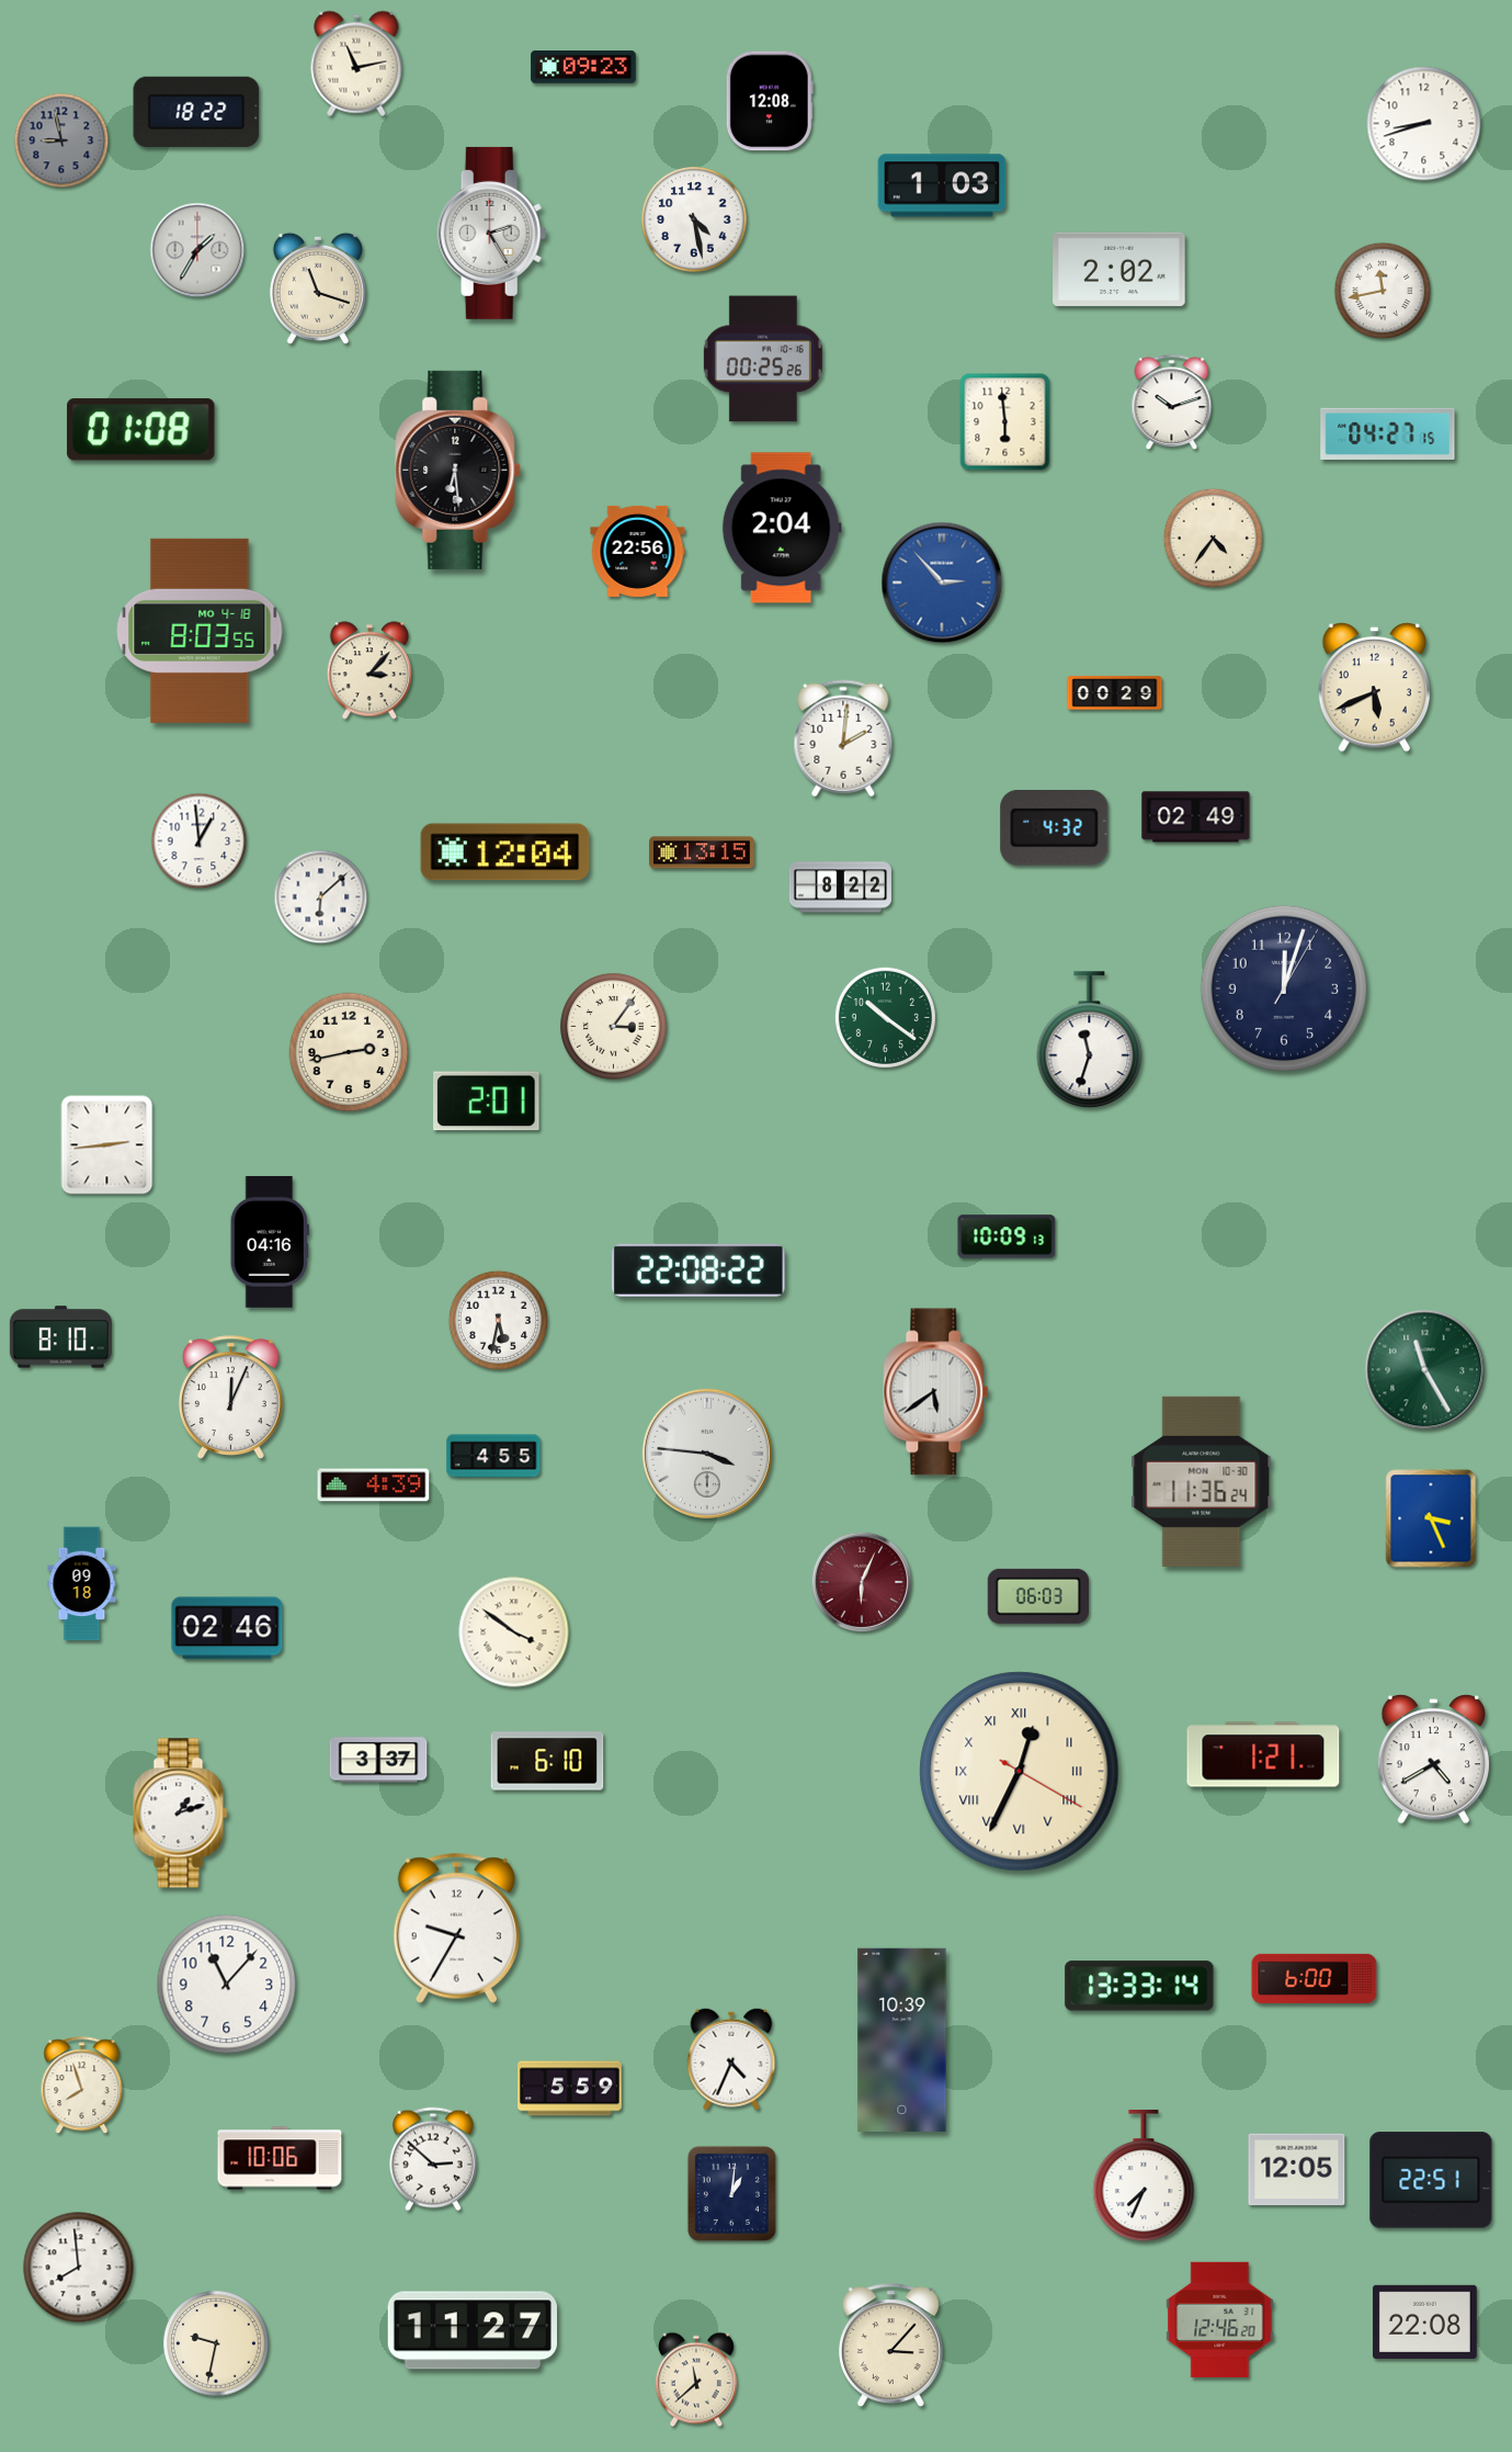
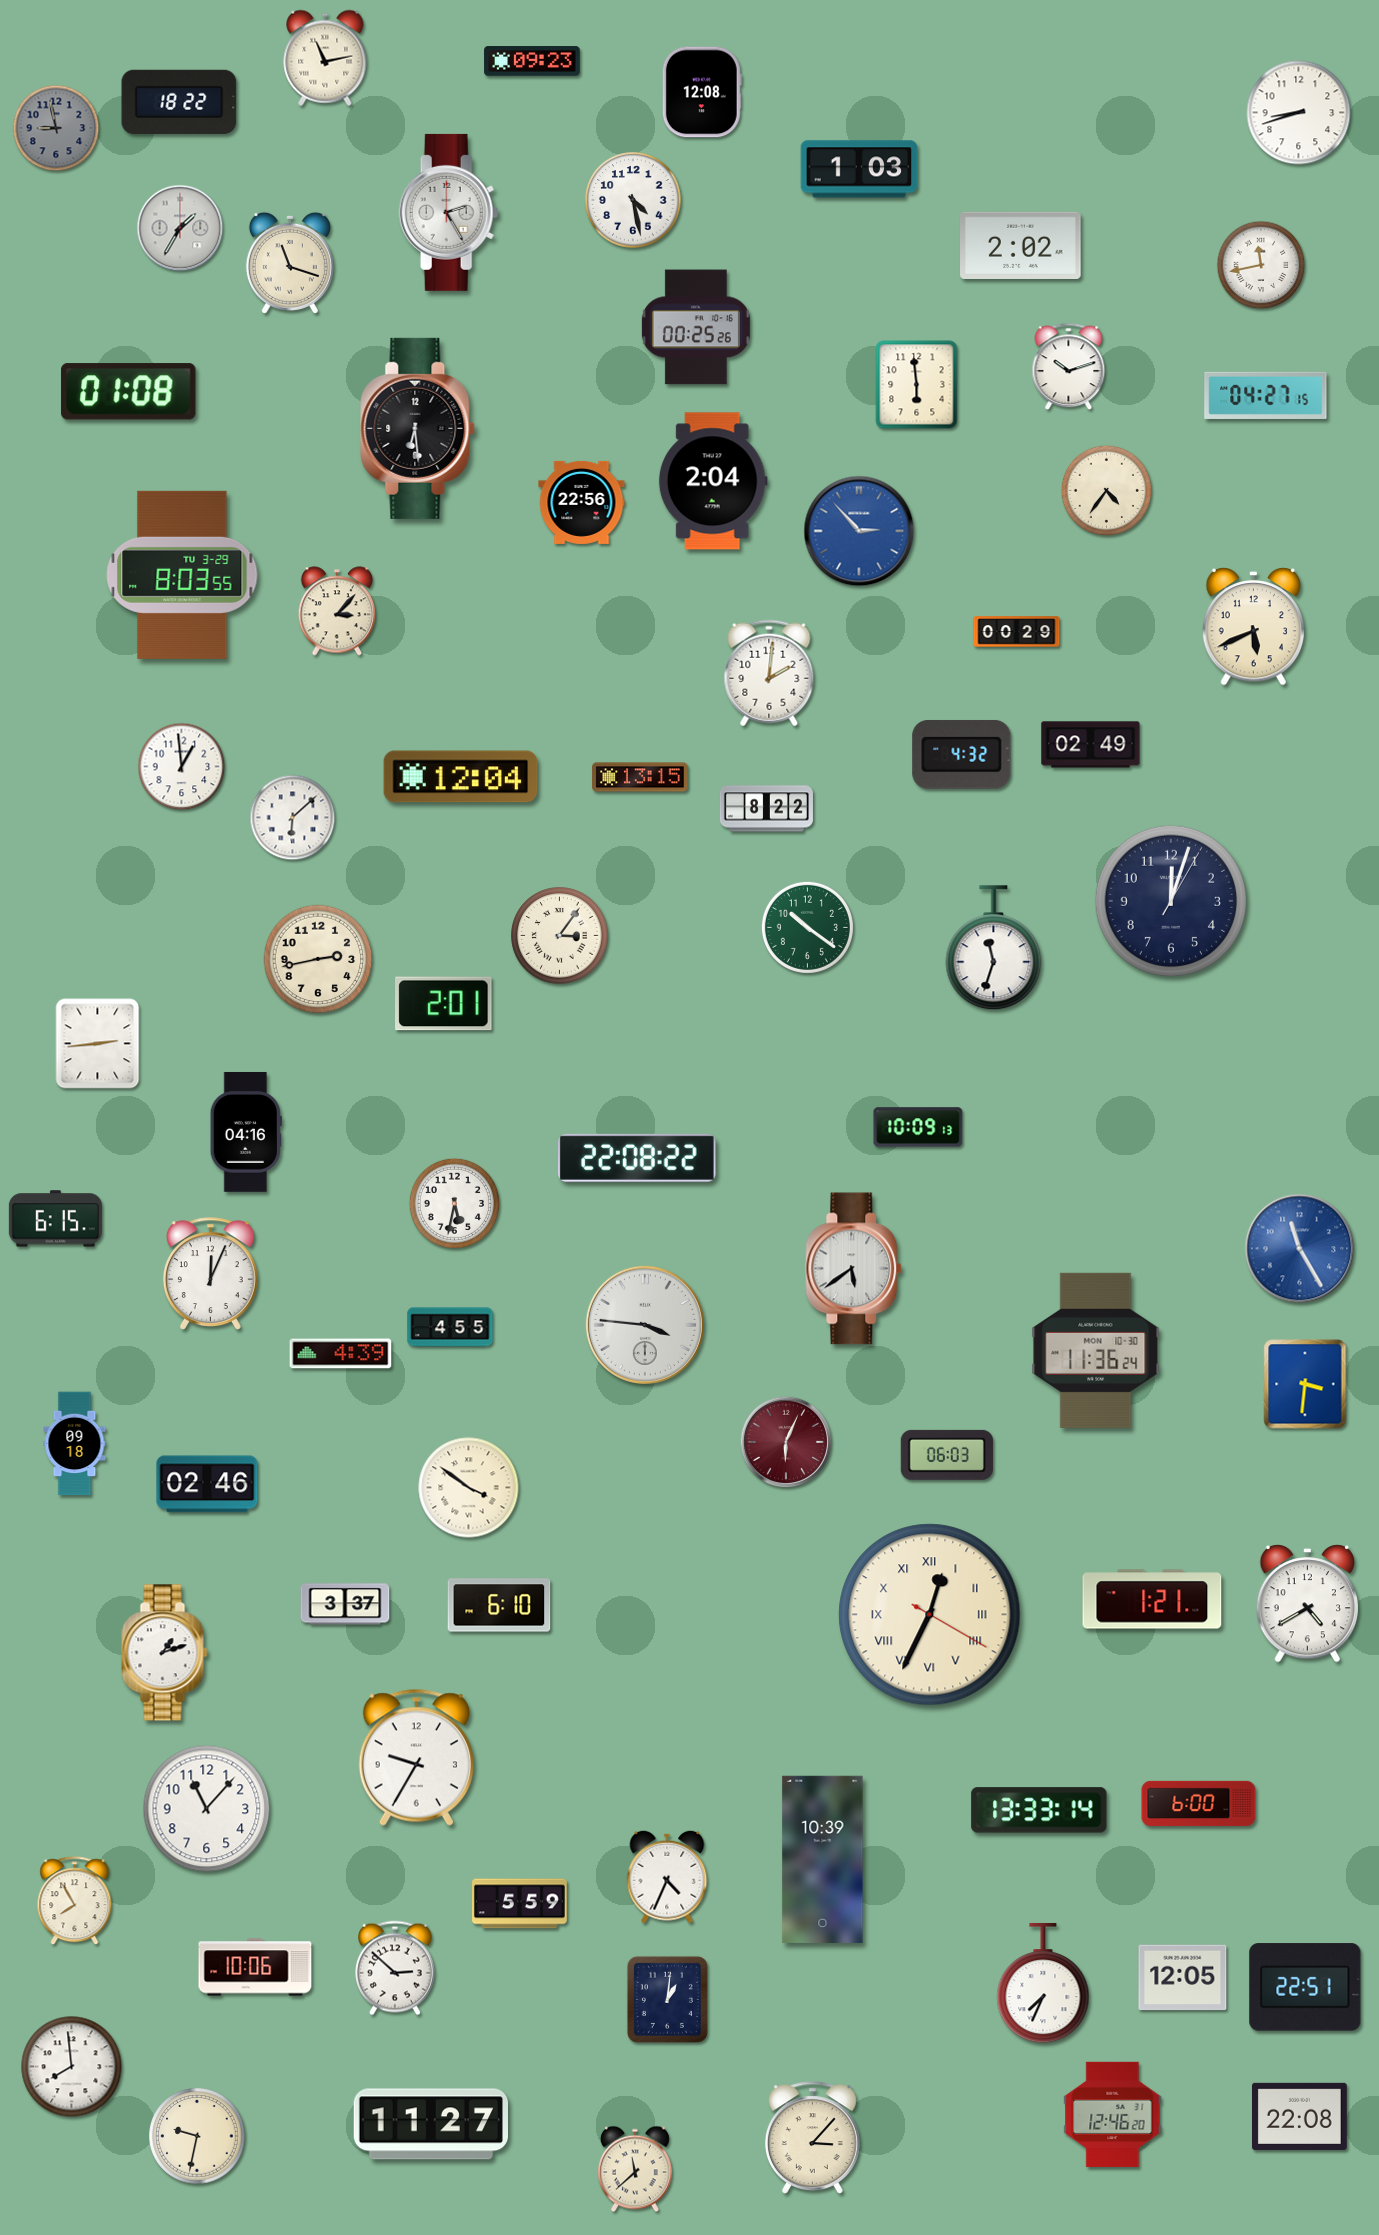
clock at (200, 631) date: MO 4-18 -> TU 3-29
clock at (60, 1337): 8:10 -> 6:15
clock at (1425, 1370) dial: green -> blue
clock at (1431, 1518): 3:26 -> 3:31
clock at (82, 2086): 7:57 -> 7:55
